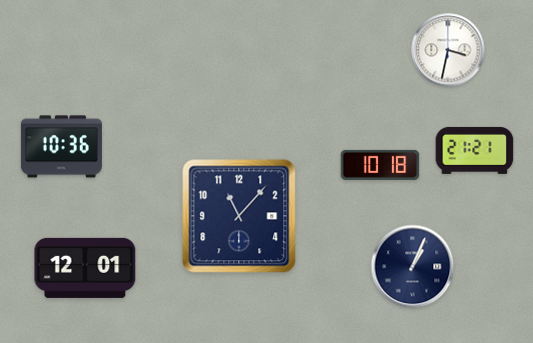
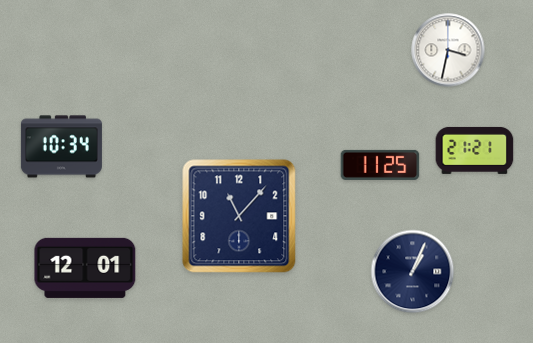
clock at (61, 147): 10:36 -> 10:34
clock at (380, 165): 10:18 -> 11:25
clock at (413, 267) position: (413, 267) -> (413, 272)
